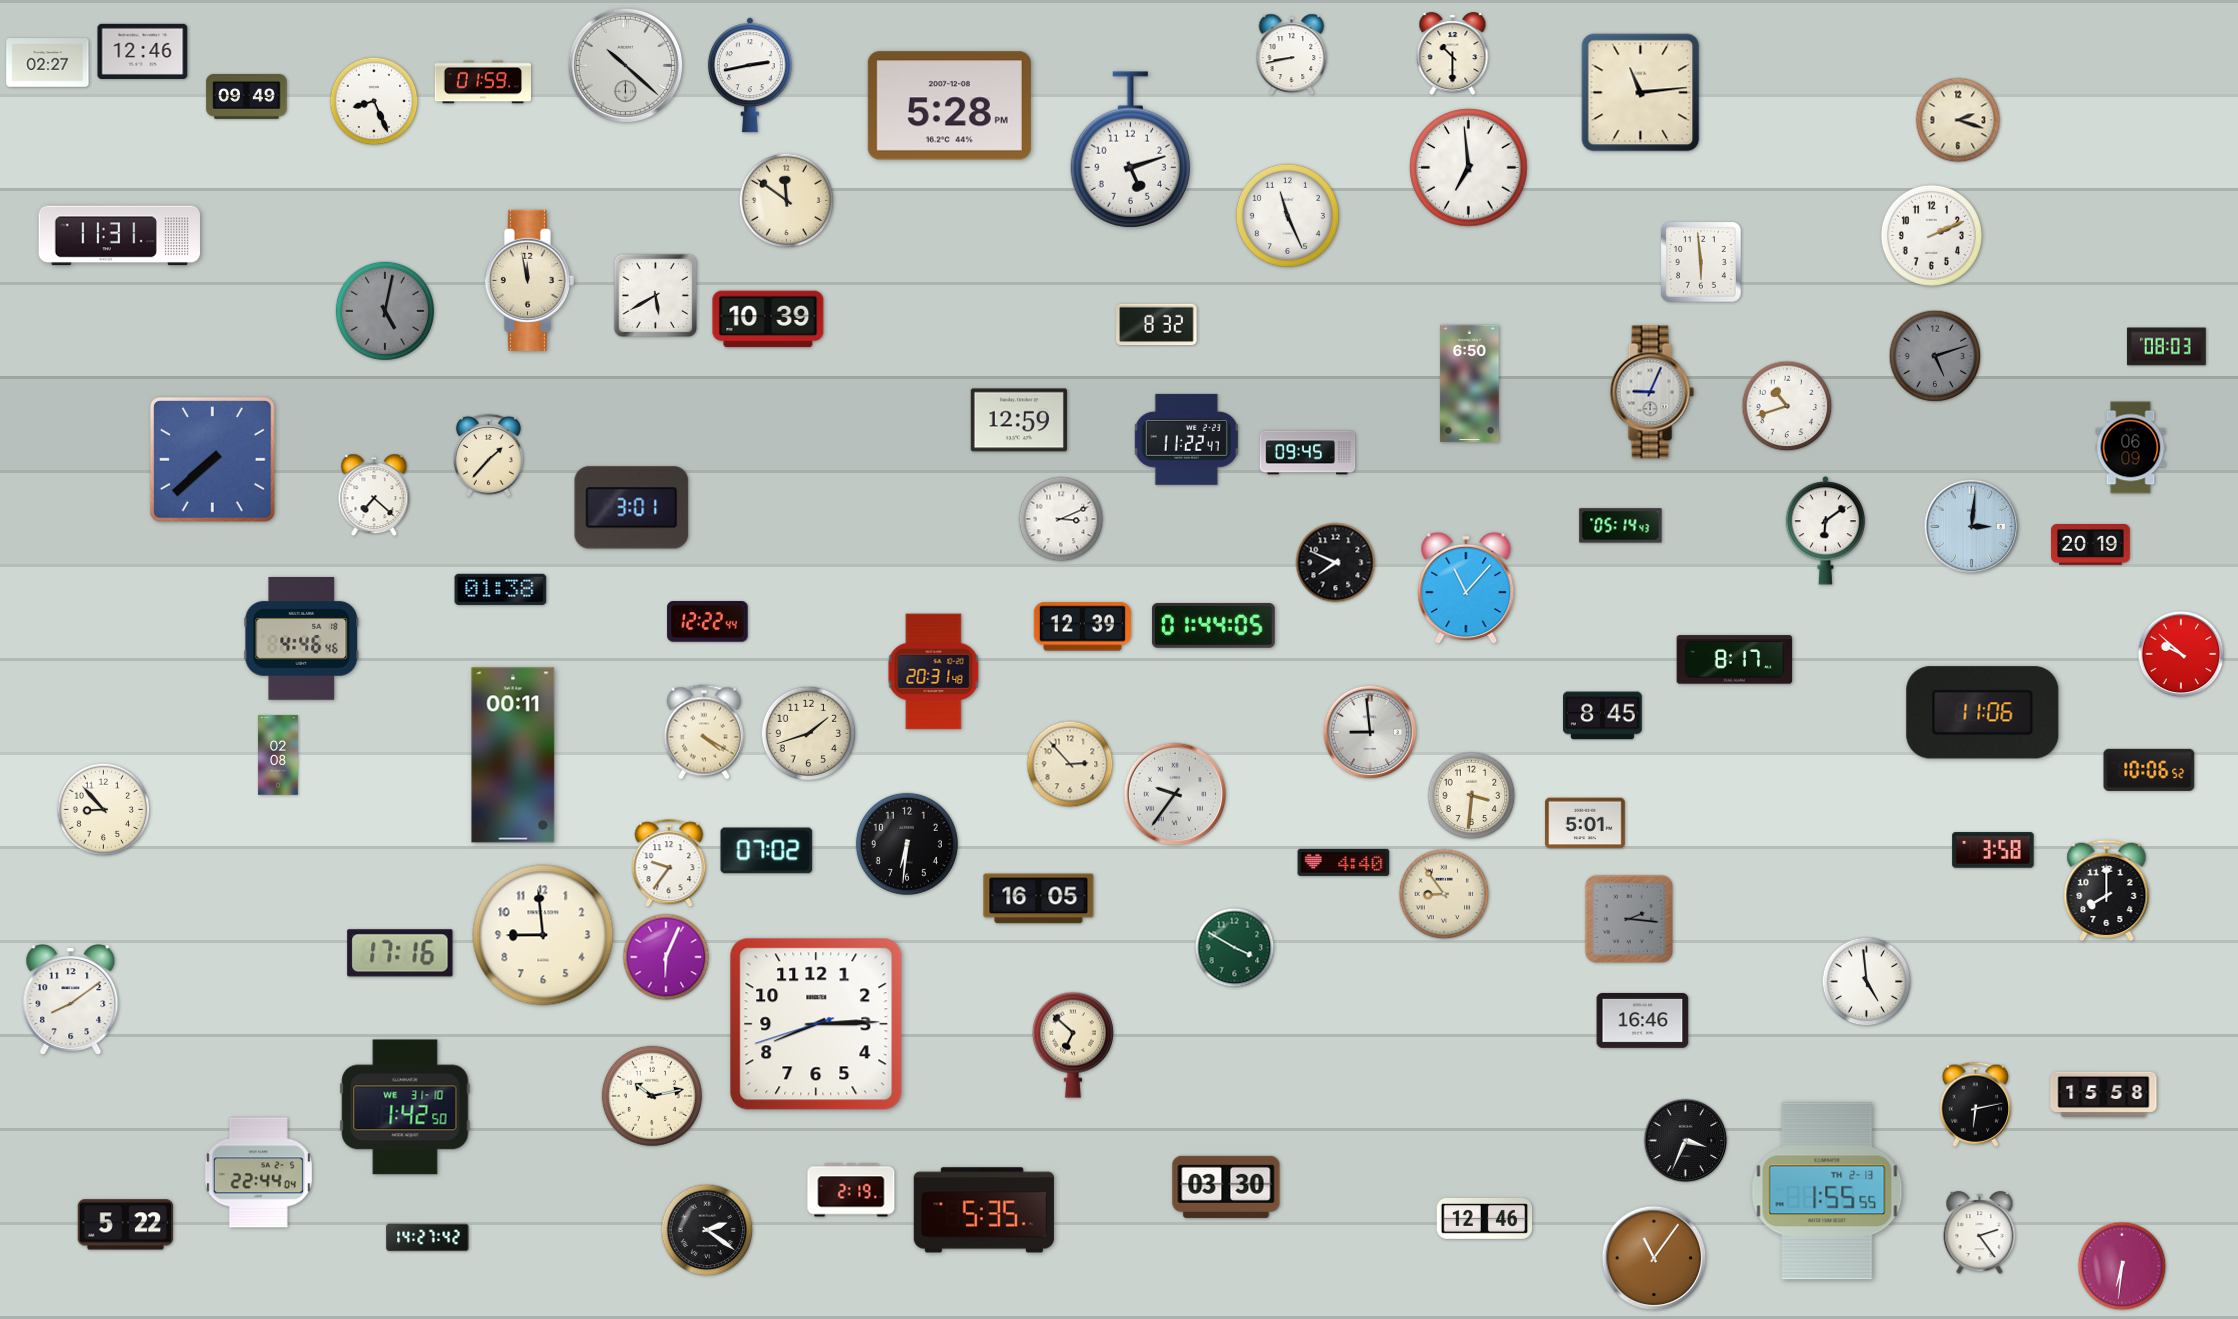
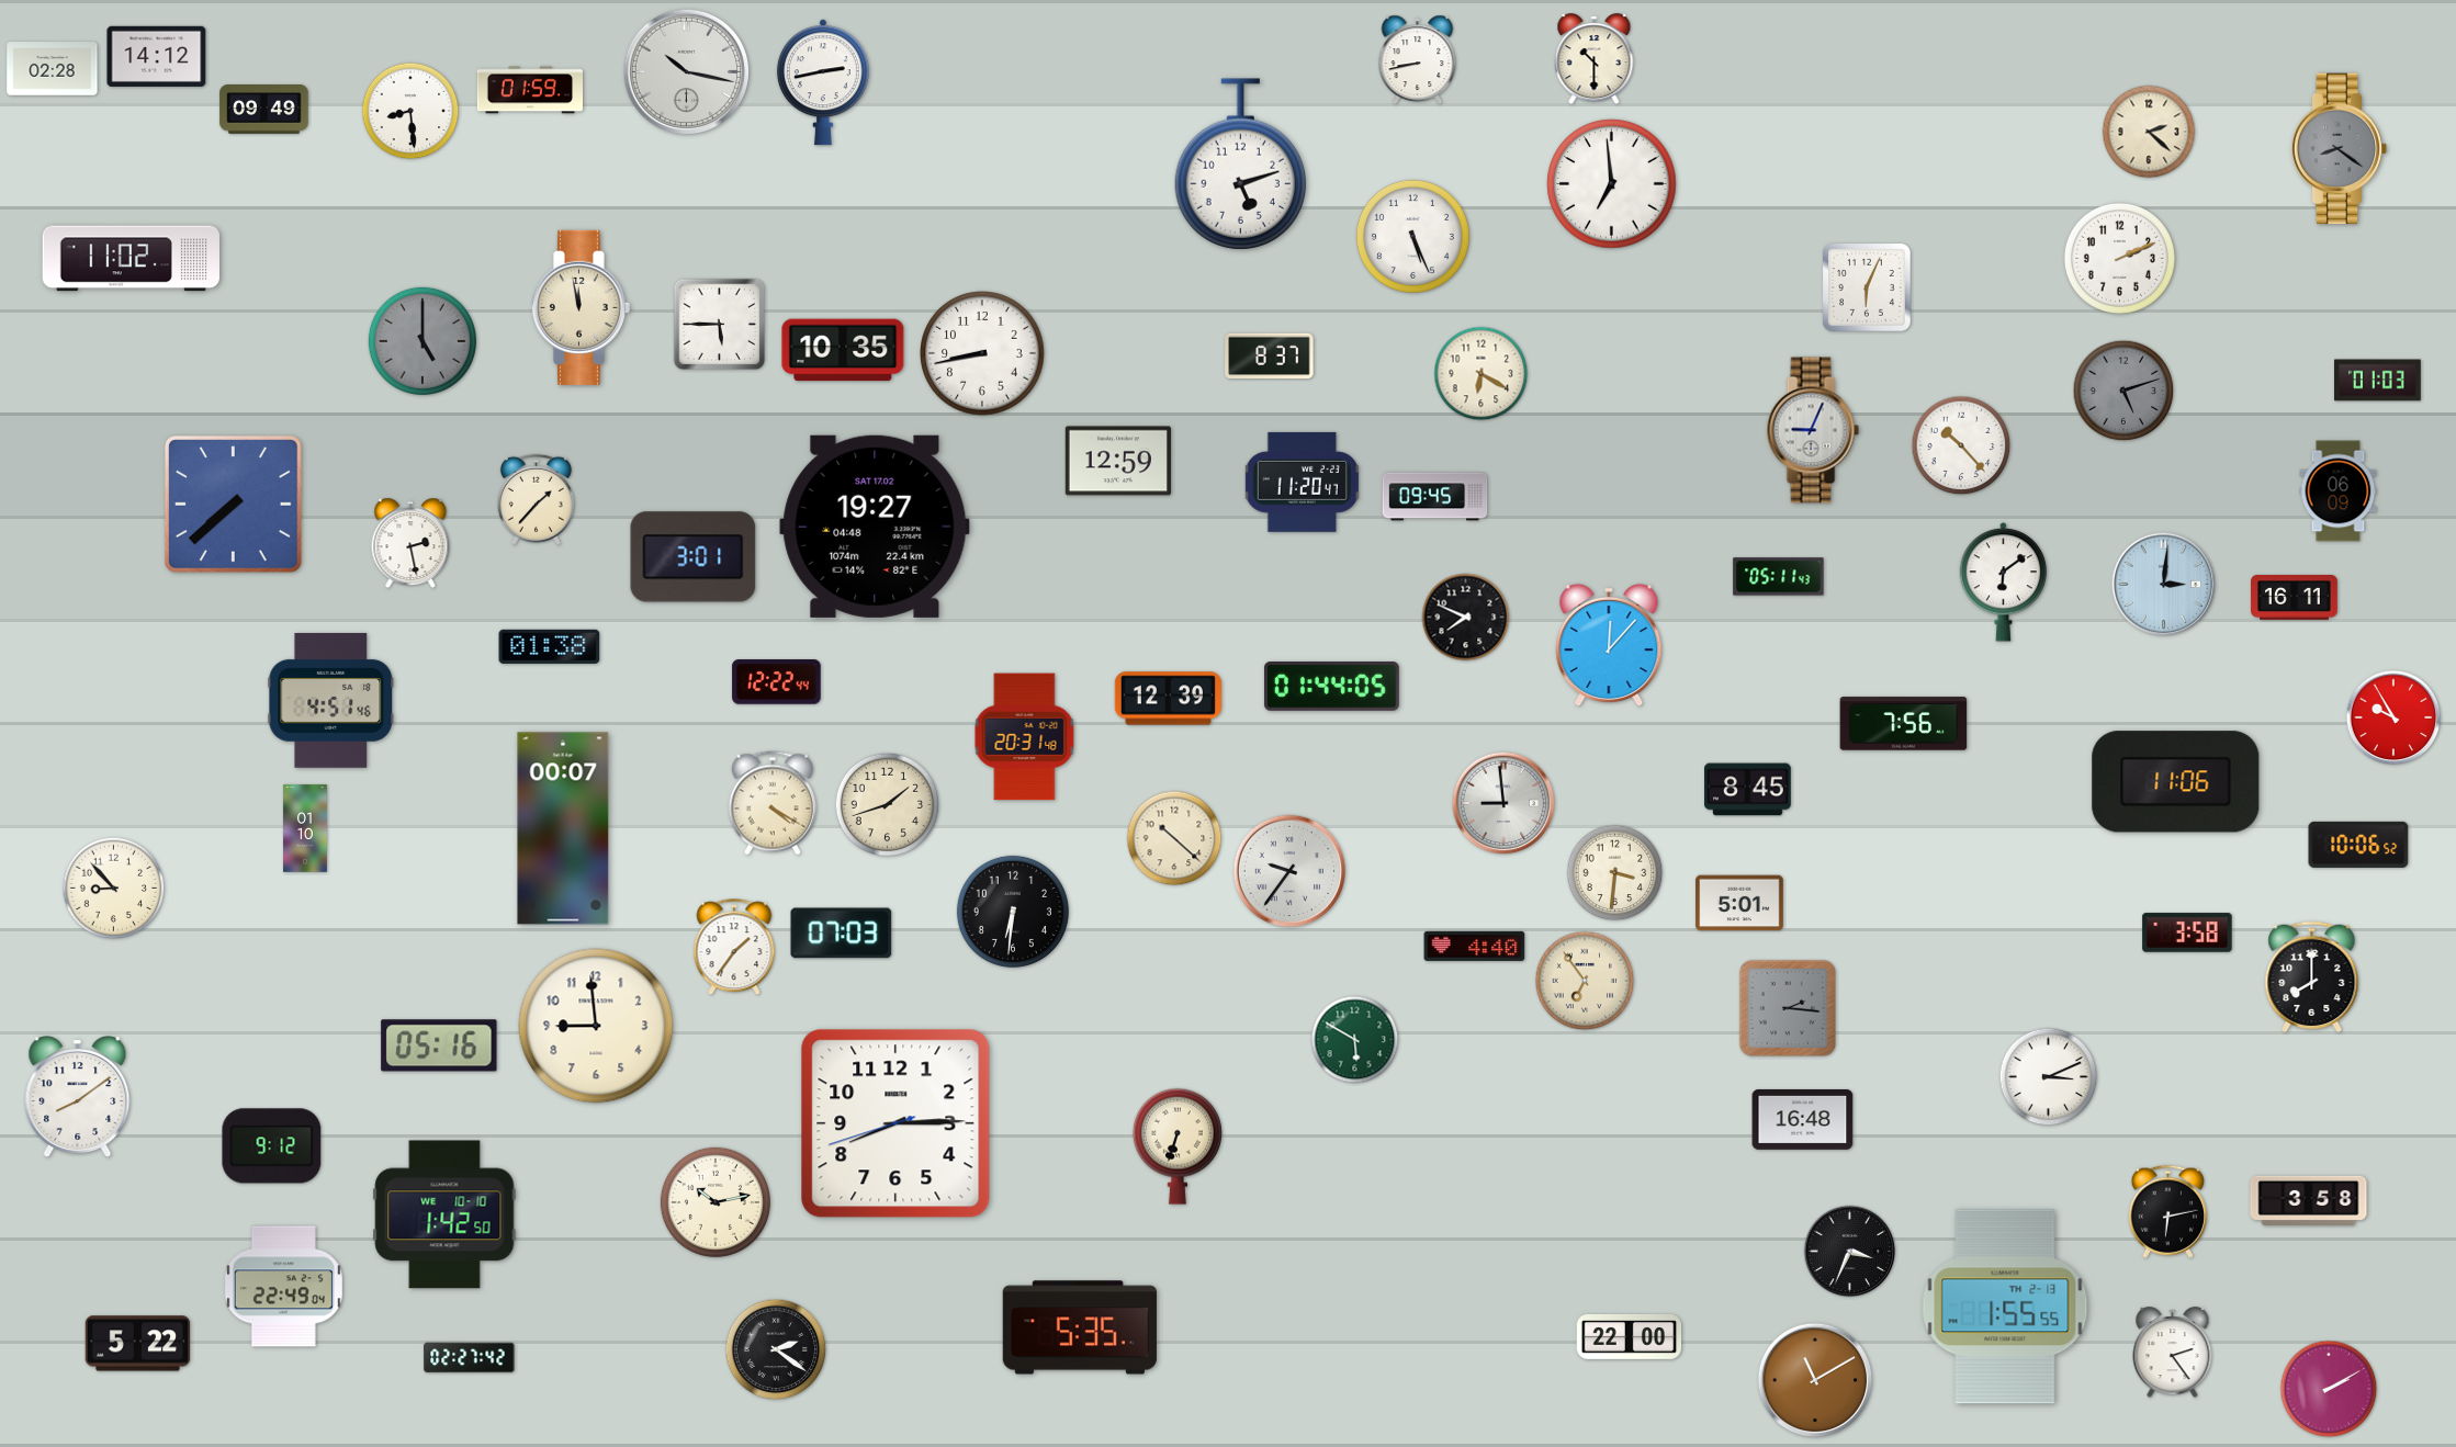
clock at (143, 51): 12:46 -> 14:12
clock at (48, 63): 02:27 -> 02:28
clock at (625, 65): 10:22 -> 10:17
clock at (1641, 93): 11:14 -> none
clock at (247, 97) position: (247, 97) -> (264, 110)
clock at (374, 101): 8:26 -> 8:29
clock at (949, 106): 5:28 -> none
clock at (1958, 120): 2:18 -> 2:22
clock at (2340, 149): none -> 8:21
clock at (787, 201): 11:51 -> none
clock at (1287, 215): 11:26 -> 5:26
clock at (119, 236): 11:31 -> 11:02
clock at (1702, 263): 5:59 -> 6:04
clock at (656, 296): 5:40 -> 5:45
clock at (385, 311): 5:02 -> 5:00
clock at (768, 319): 10:39 -> 10:35
clock at (982, 353): none -> 8:43
clock at (1157, 325): 8:32 -> 8:37
clock at (1482, 374): none -> 6:20
clock at (2167, 347): 08:03 -> 01:03
clock at (1470, 384): 6:50 -> none
clock at (1787, 406): 10:42 -> 10:23
clock at (1186, 439): 11:22 -> 11:20
clock at (875, 527): none -> 19:27
clock at (374, 495): 7:22 -> 2:28
clock at (1061, 519): 3:11 -> none
clock at (1621, 526): 05:14 -> 05:11
clock at (1972, 527) position: (1972, 527) -> (2164, 585)
clock at (2091, 545): 20:19 -> 16:11
clock at (1466, 588): 11:07 -> 12:07
clock at (1082, 627) position: (1082, 627) -> (1168, 699)
clock at (302, 639): 4:46 -> 4:51
clock at (2181, 654): 9:52 -> 9:55
clock at (1735, 660): 8:17 -> 7:56
clock at (1603, 716) position: (1603, 716) -> (1748, 790)
clock at (278, 755): 02:08 -> 01:10
clock at (513, 755): 00:11 -> 00:07
clock at (1070, 764): 2:53 -> 10:22
clock at (907, 844) position: (907, 844) -> (1013, 912)
clock at (767, 851): 07:02 -> 07:03
clock at (669, 864): 9:36 -> 1:36
clock at (1444, 894): 8:54 -> 6:54
clock at (1039, 899): 16:05 -> none
clock at (1235, 948): 3:50 -> 5:50
clock at (400, 953): 17:16 -> 05:16
clock at (666, 957): 6:04 -> none
clock at (1867, 982): 4:59 -> 3:11
clock at (1643, 1020): 16:46 -> 16:48
clock at (272, 1146): none -> 9:12
clock at (1073, 1045): 6:52 -> 6:33
clock at (2104, 1094): 15:58 -> 3:58
clock at (405, 1107) date: WE 31-10 -> WE 10-10
clock at (258, 1173): 22:44 -> 22:49
clock at (1226, 1187): 03:30 -> none
clock at (851, 1190): 2:19 -> none
clock at (1485, 1218): 12:46 -> 22:00
clock at (428, 1238): 14:27 -> 02:27
clock at (1654, 1258): 11:06 -> 11:10
clock at (2122, 1266): 6:31 -> 2:10
